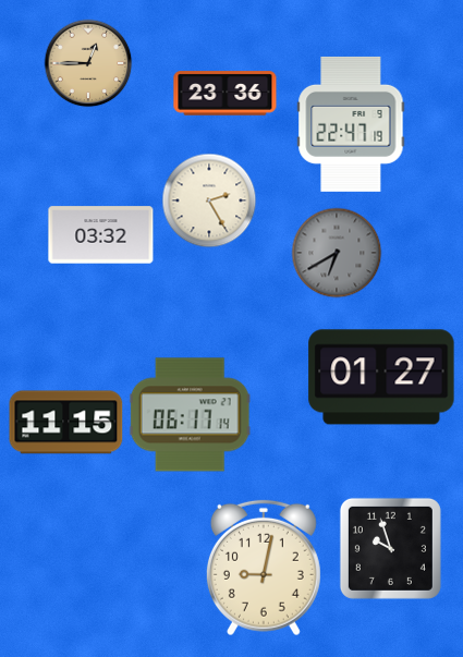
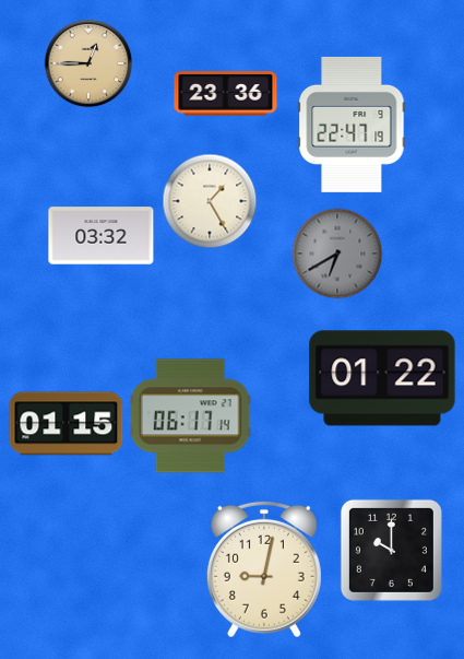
clock at (209, 200): 2:25 -> 1:25
clock at (381, 377): 01:27 -> 01:22
clock at (66, 423): 11:15 -> 01:15
clock at (390, 548): 9:57 -> 10:00
